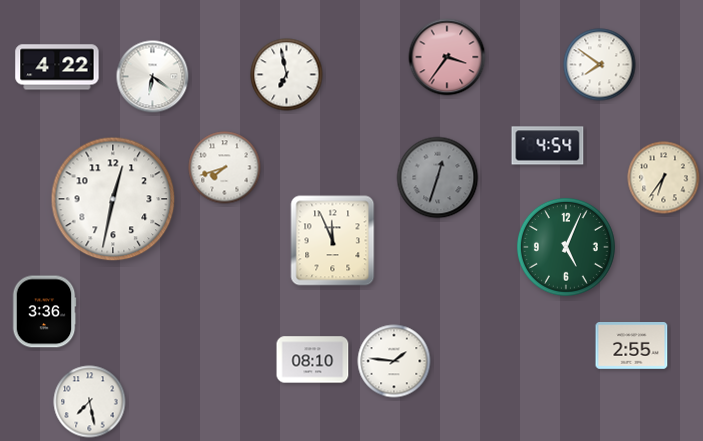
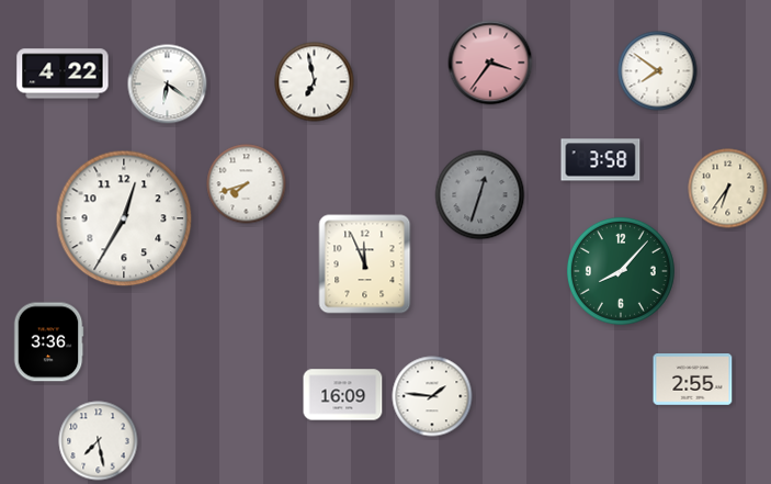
clock at (548, 146): 4:54 -> 3:58
clock at (664, 178) position: (664, 178) -> (728, 189)
clock at (113, 199): 12:32 -> 12:35
clock at (566, 247): 5:04 -> 8:07
clock at (313, 360): 08:10 -> 16:09
